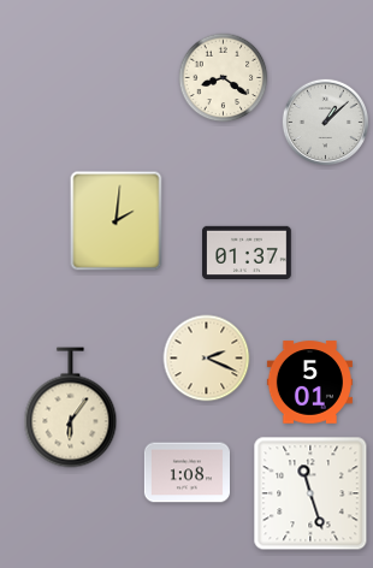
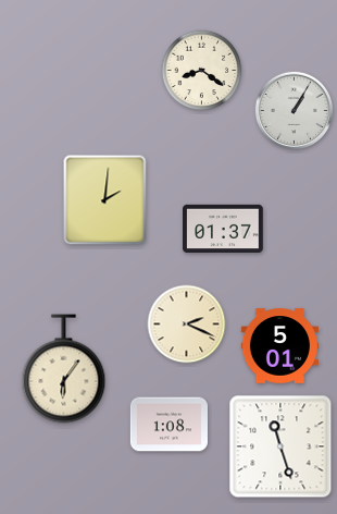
clock at (325, 122): 1:08 -> 1:05
clock at (186, 473) position: (186, 473) -> (168, 425)
